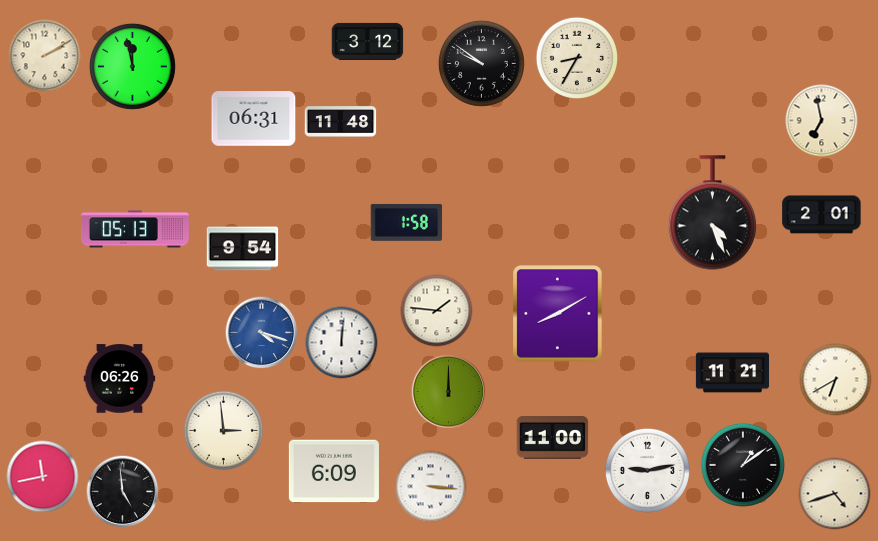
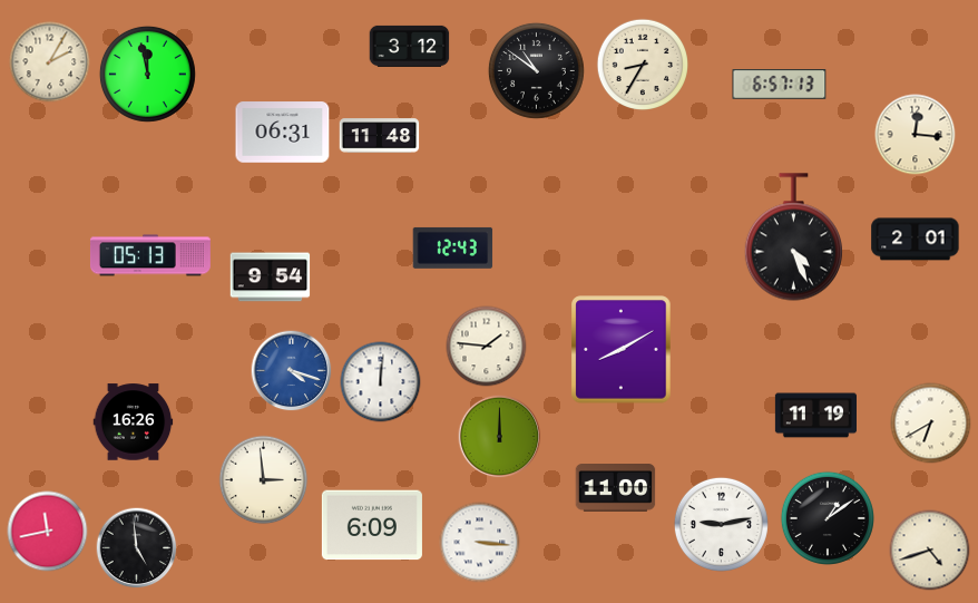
clock at (45, 56): 2:10 -> 2:05
clock at (481, 63): 9:51 -> 10:51
clock at (780, 85): none -> 6:57
clock at (822, 121): 6:58 -> 12:16
clock at (407, 222): 1:58 -> 12:43
clock at (732, 373): 11:21 -> 11:19
clock at (120, 379): 06:26 -> 16:26
clock at (224, 431) position: (224, 431) -> (264, 480)
